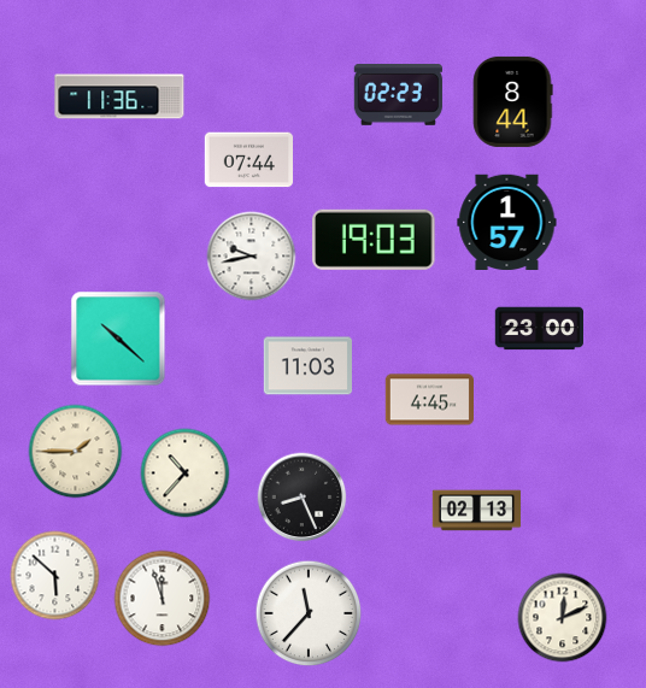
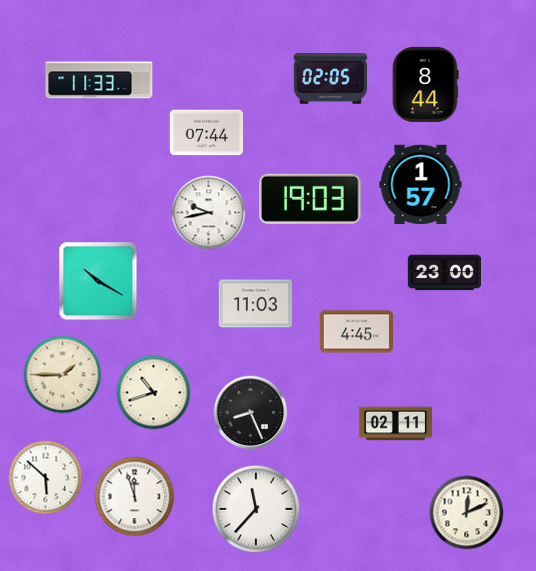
clock at (398, 95): 02:23 -> 02:05
clock at (119, 96): 11:36 -> 11:33
clock at (539, 329) position: (539, 329) -> (444, 273)
clock at (118, 339): 10:22 -> 10:20
clock at (186, 474): 10:37 -> 10:42
clock at (477, 511): 02:13 -> 02:11
